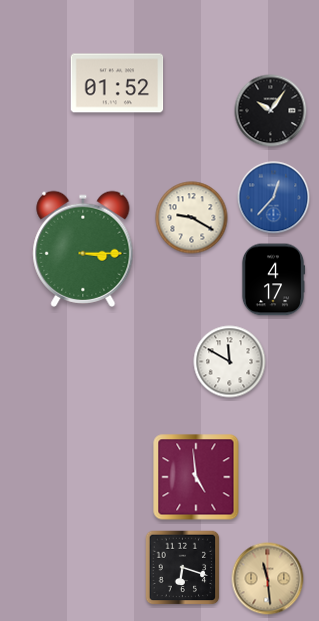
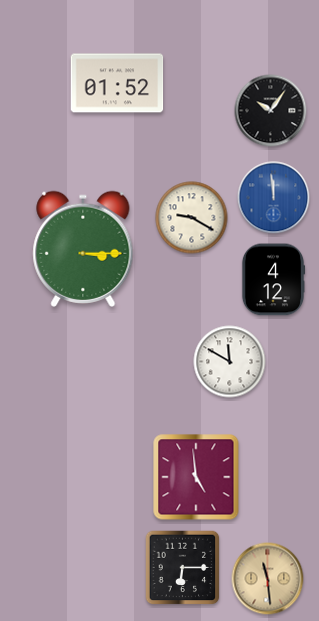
clock at (274, 198): 12:37 -> 11:59
clock at (273, 280): 4:17 -> 4:12
clock at (183, 568): 6:18 -> 6:15
